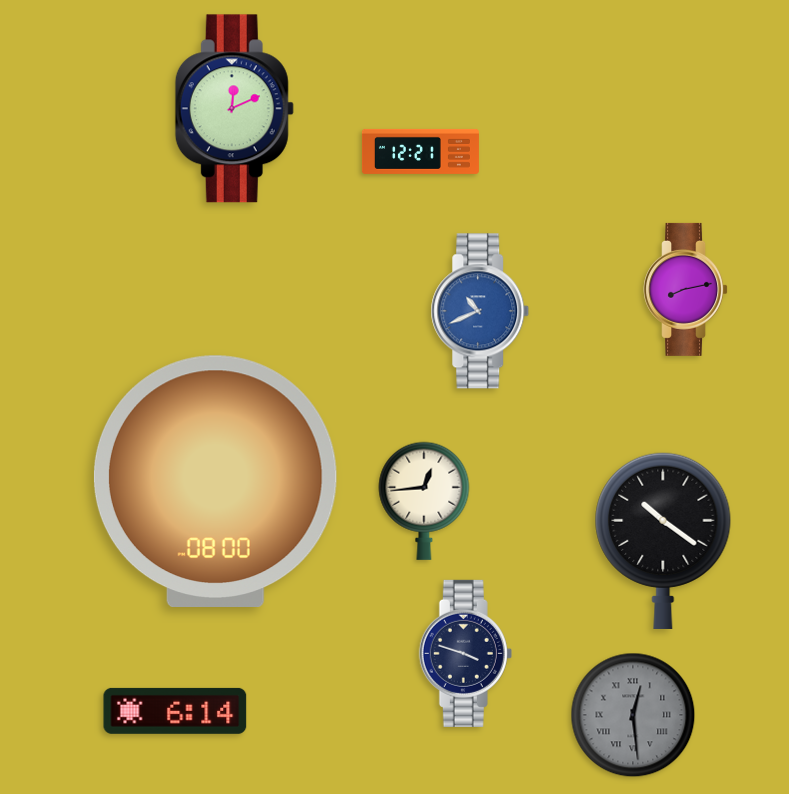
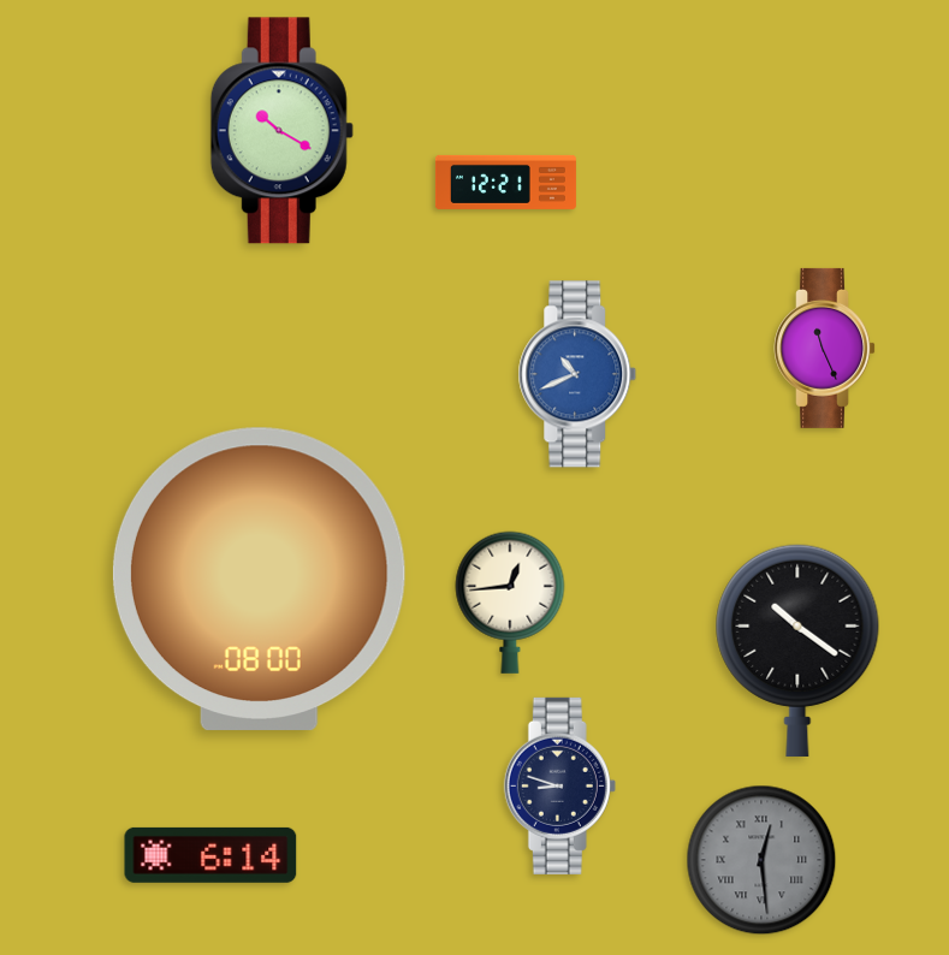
clock at (234, 109): 12:11 -> 10:20
clock at (686, 289): 8:13 -> 11:26
clock at (465, 653): 3:48 -> 8:48
